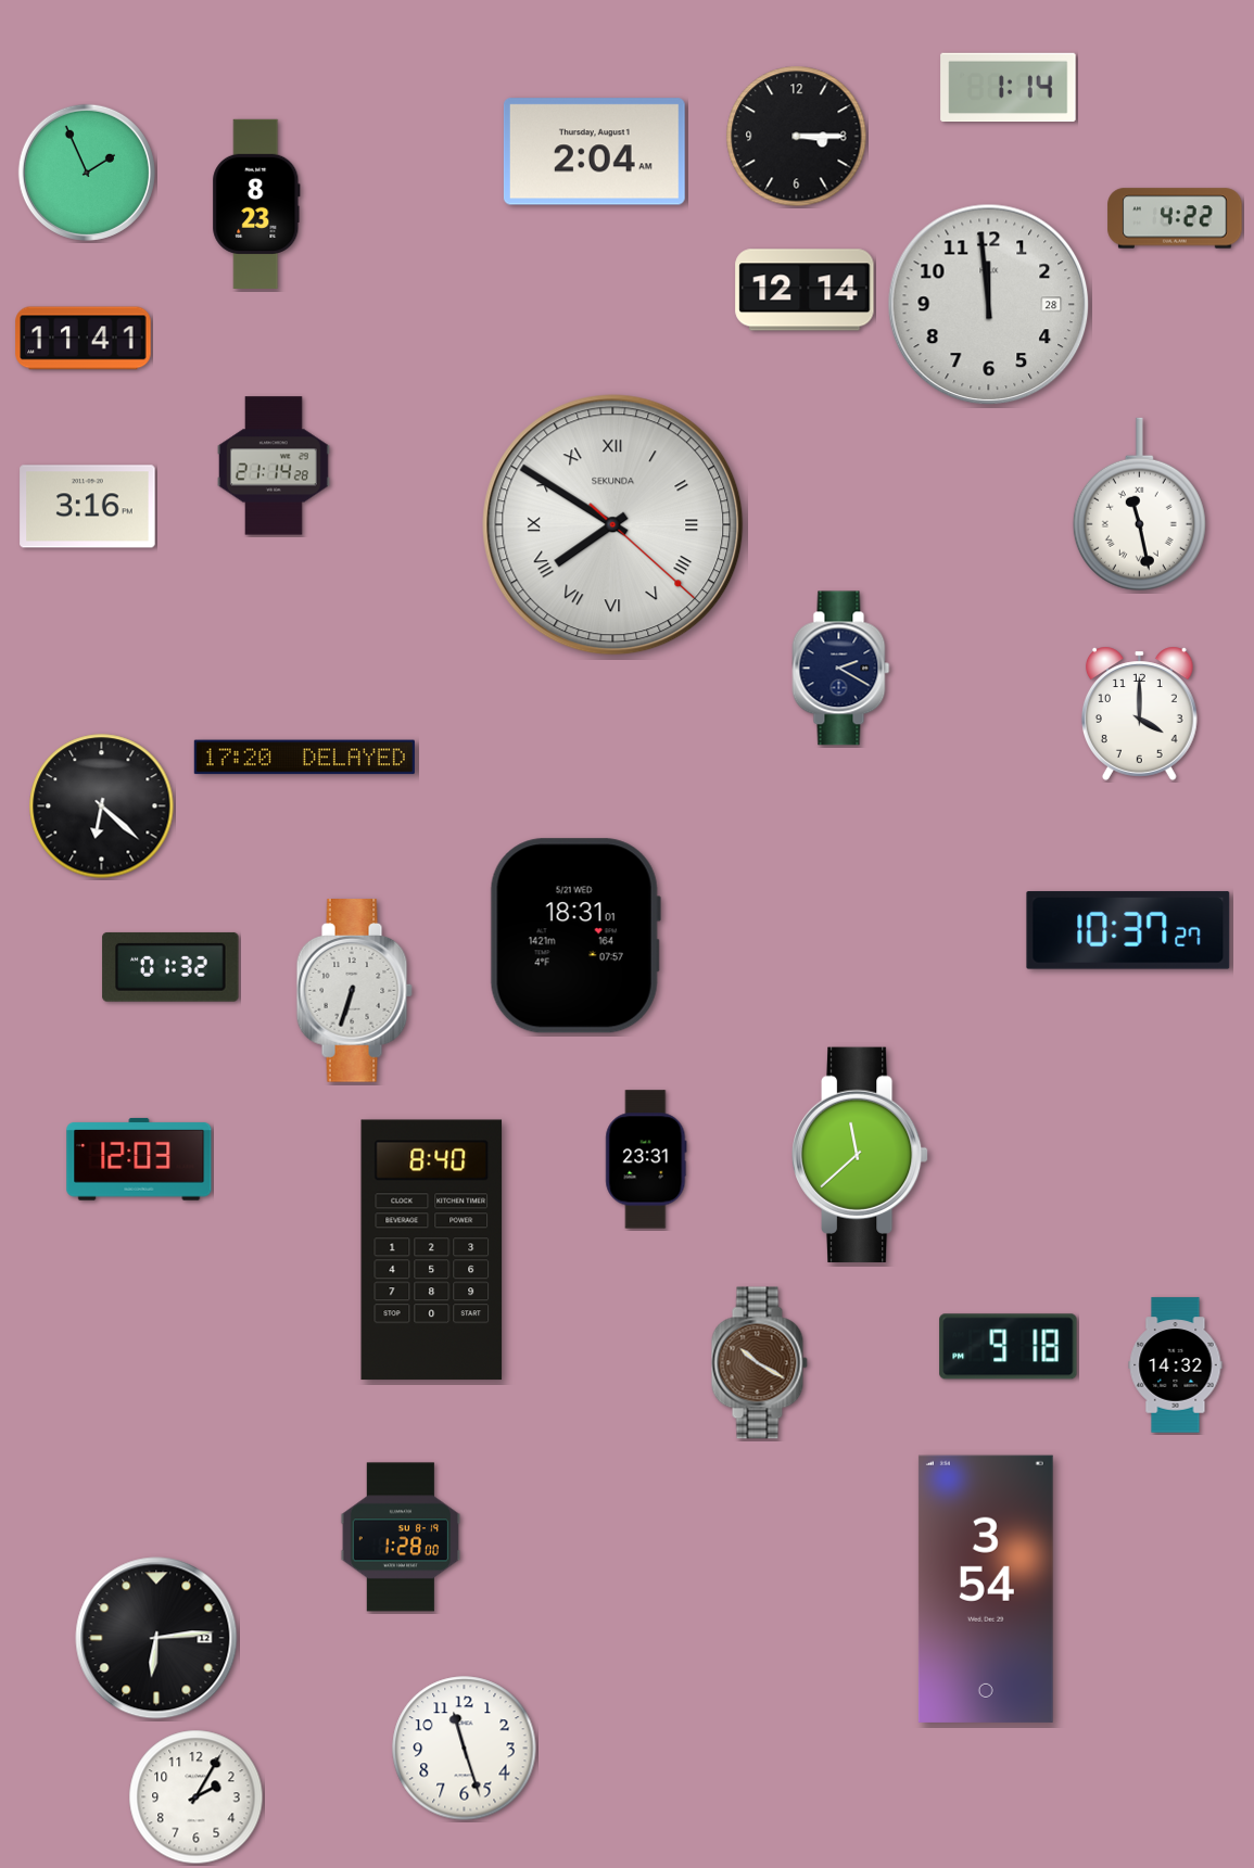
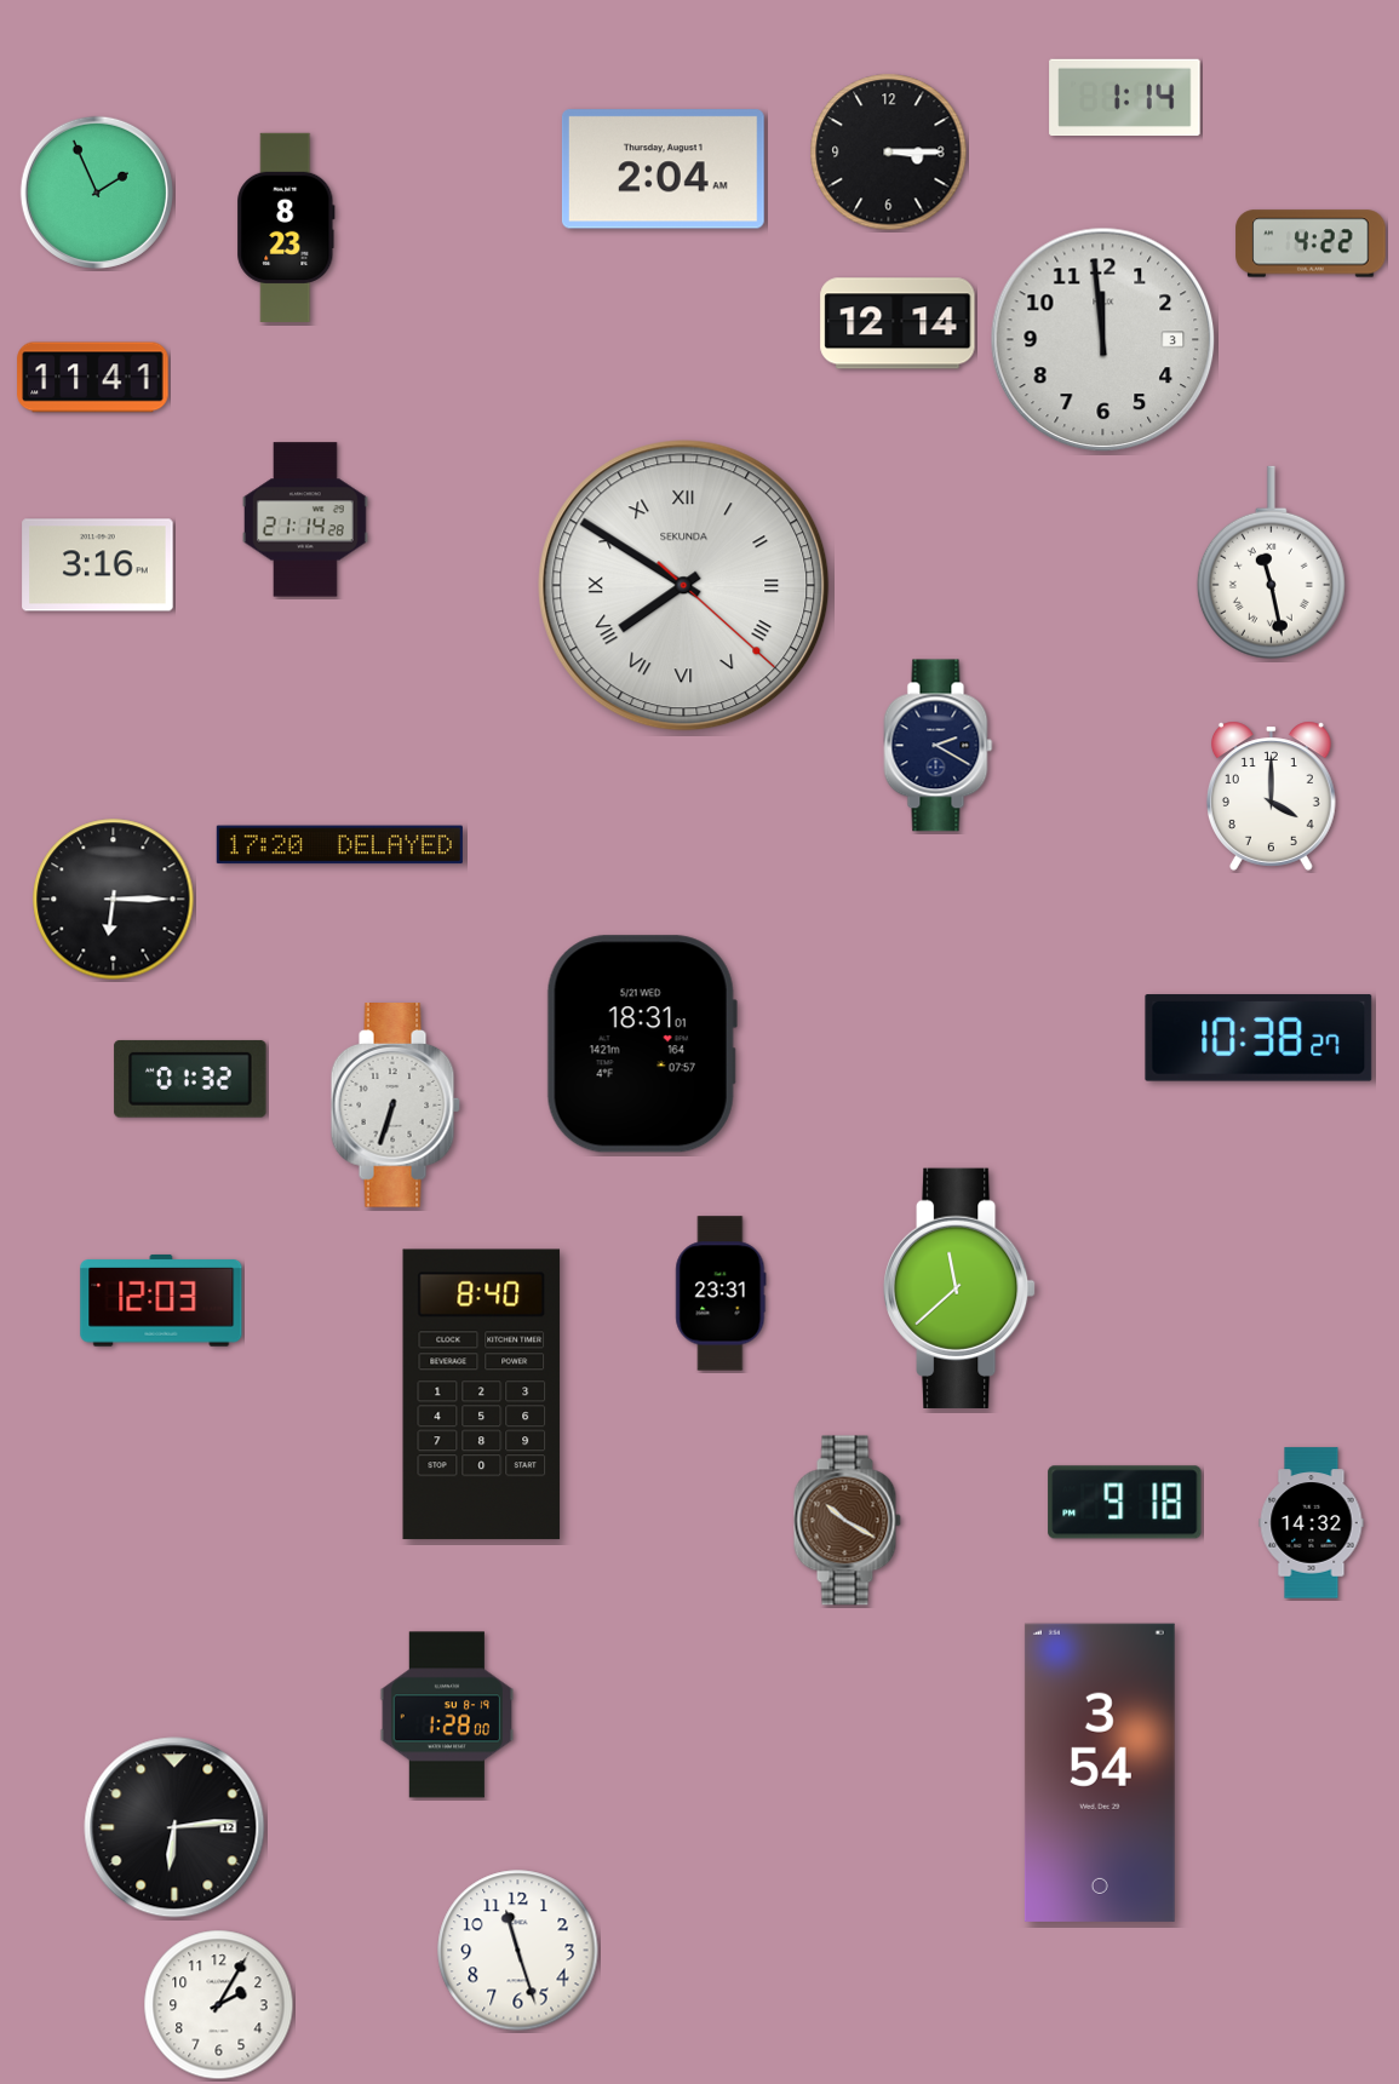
clock at (989, 305) date: 28 -> 3
clock at (102, 806): 6:22 -> 6:15
clock at (1128, 930): 10:37 -> 10:38
clock at (139, 1159) position: (139, 1159) -> (161, 1301)
